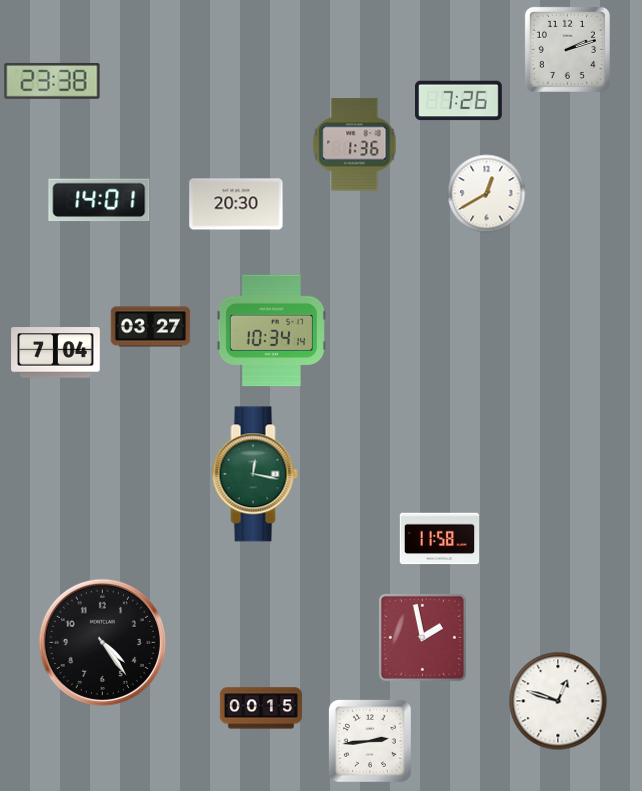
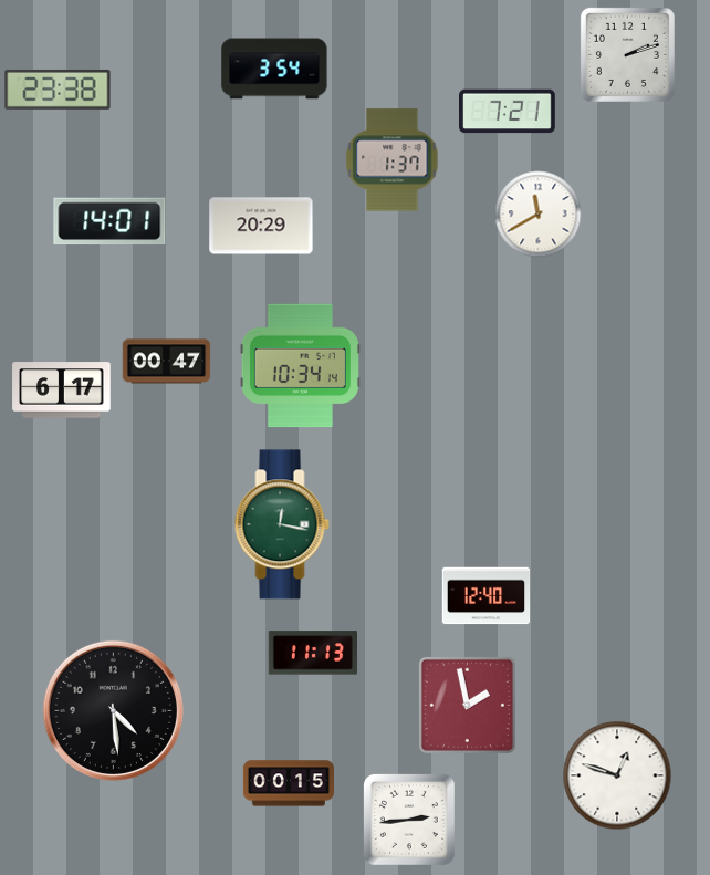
clock at (274, 69): none -> 3:54
clock at (459, 101): 7:26 -> 7:21
clock at (355, 145): 1:36 -> 1:37
clock at (487, 194): 12:40 -> 11:40
clock at (236, 204): 20:30 -> 20:29
clock at (151, 327): 03:27 -> 00:47
clock at (56, 353): 7:04 -> 6:17
clock at (440, 539): 11:58 -> 12:40
clock at (312, 653): none -> 11:13
clock at (102, 642): 4:24 -> 4:29
